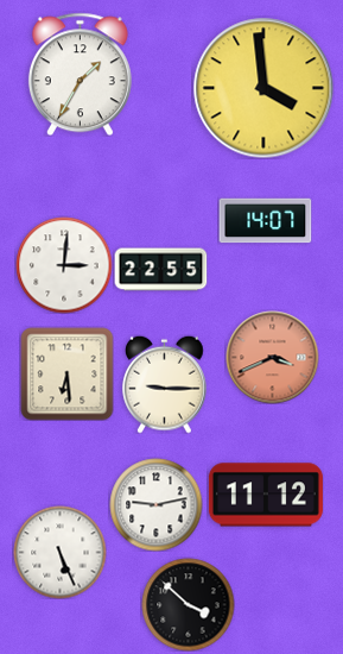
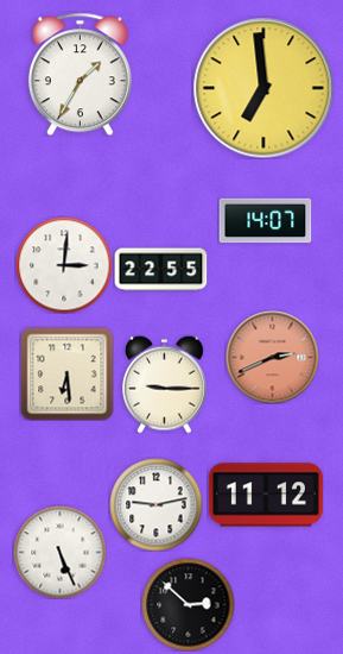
clock at (263, 88): 3:59 -> 6:59
clock at (272, 357): 3:41 -> 2:41
clock at (188, 604): 3:52 -> 2:52
